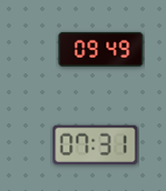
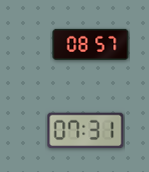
clock at (101, 49): 09:49 -> 08:57
